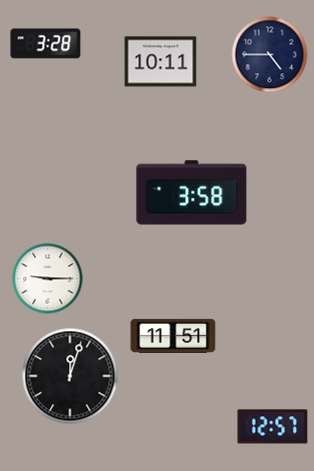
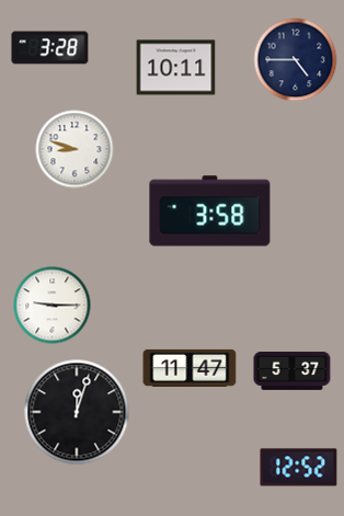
clock at (74, 149): none -> 8:48
clock at (173, 336): 11:51 -> 11:47
clock at (293, 370): none -> 5:37
clock at (273, 427): 12:57 -> 12:52
